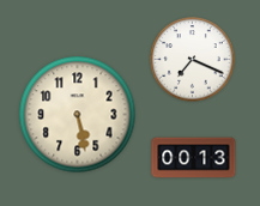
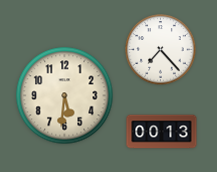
clock at (193, 60): 7:19 -> 7:23
clock at (78, 115): 5:28 -> 5:31
